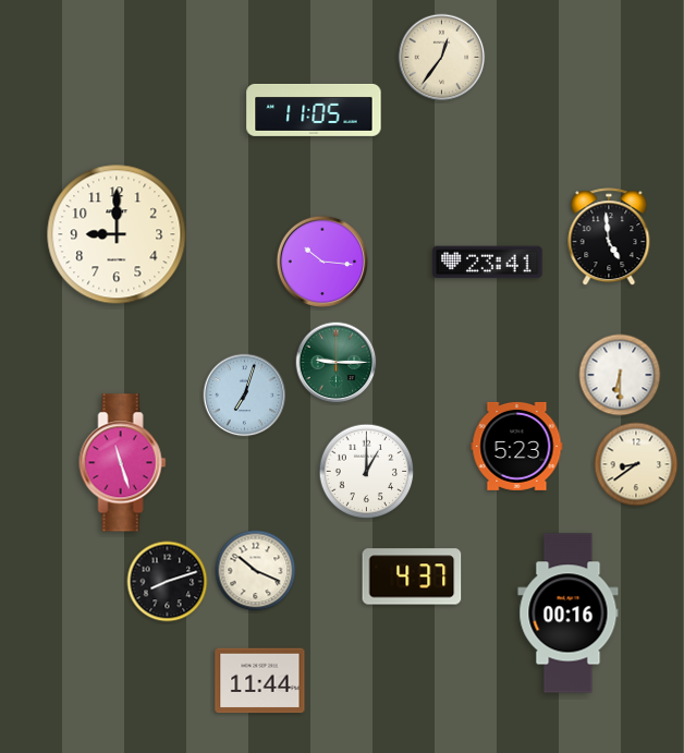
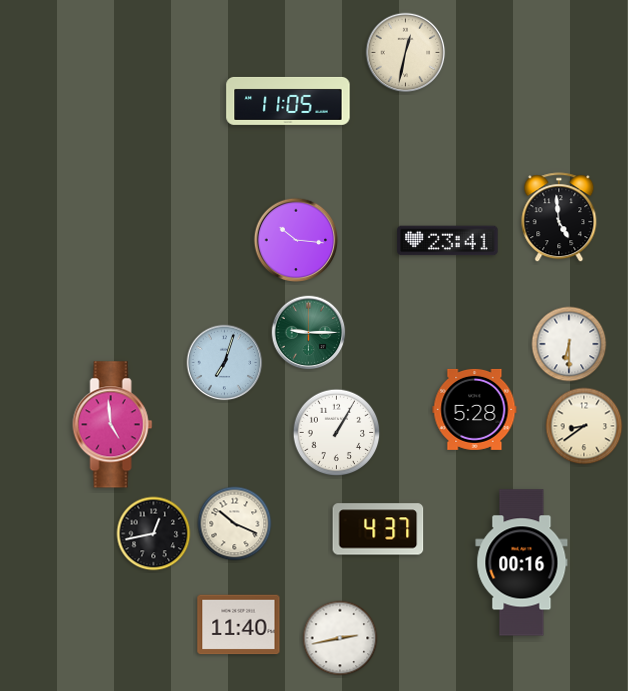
clock at (442, 58): 12:36 -> 12:32
clock at (117, 234): 9:00 -> none
clock at (517, 446): 5:23 -> 5:28
clock at (123, 463): 11:27 -> 4:59
clock at (367, 472): 1:00 -> 1:05
clock at (168, 582): 8:12 -> 12:43
clock at (260, 681): 11:44 -> 11:40
clock at (340, 638): none -> 2:43
